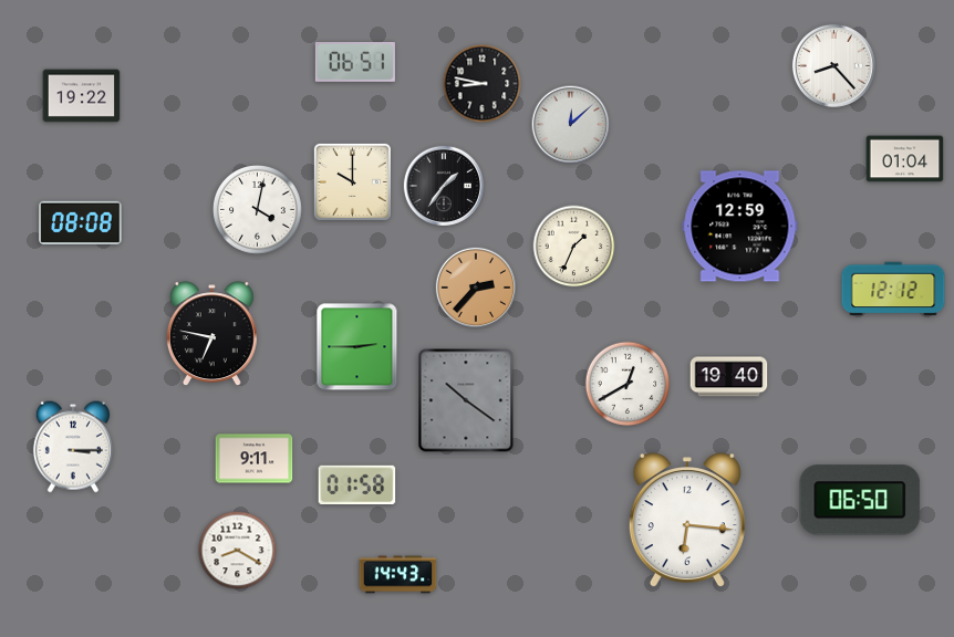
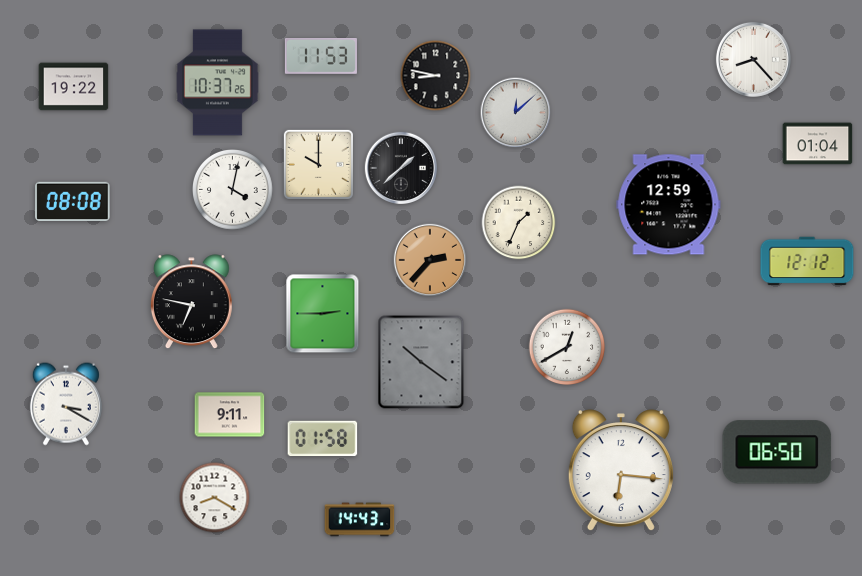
clock at (355, 63): 06:51 -> 11:53
clock at (218, 83): none -> 10:37
clock at (443, 185): 1:36 -> 1:38
clock at (729, 377): 19:40 -> none
clock at (73, 447): 3:15 -> 3:20
